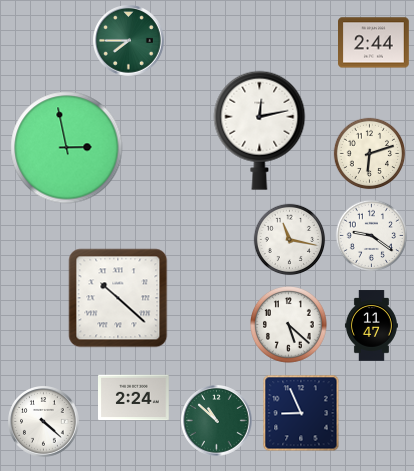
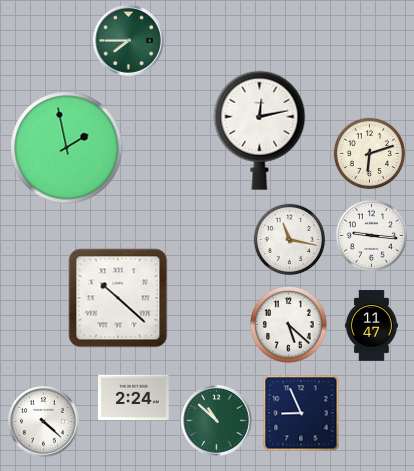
clock at (374, 43): 2:44 -> none
clock at (67, 148): 2:58 -> 1:58
clock at (372, 236): 9:21 -> 9:16
